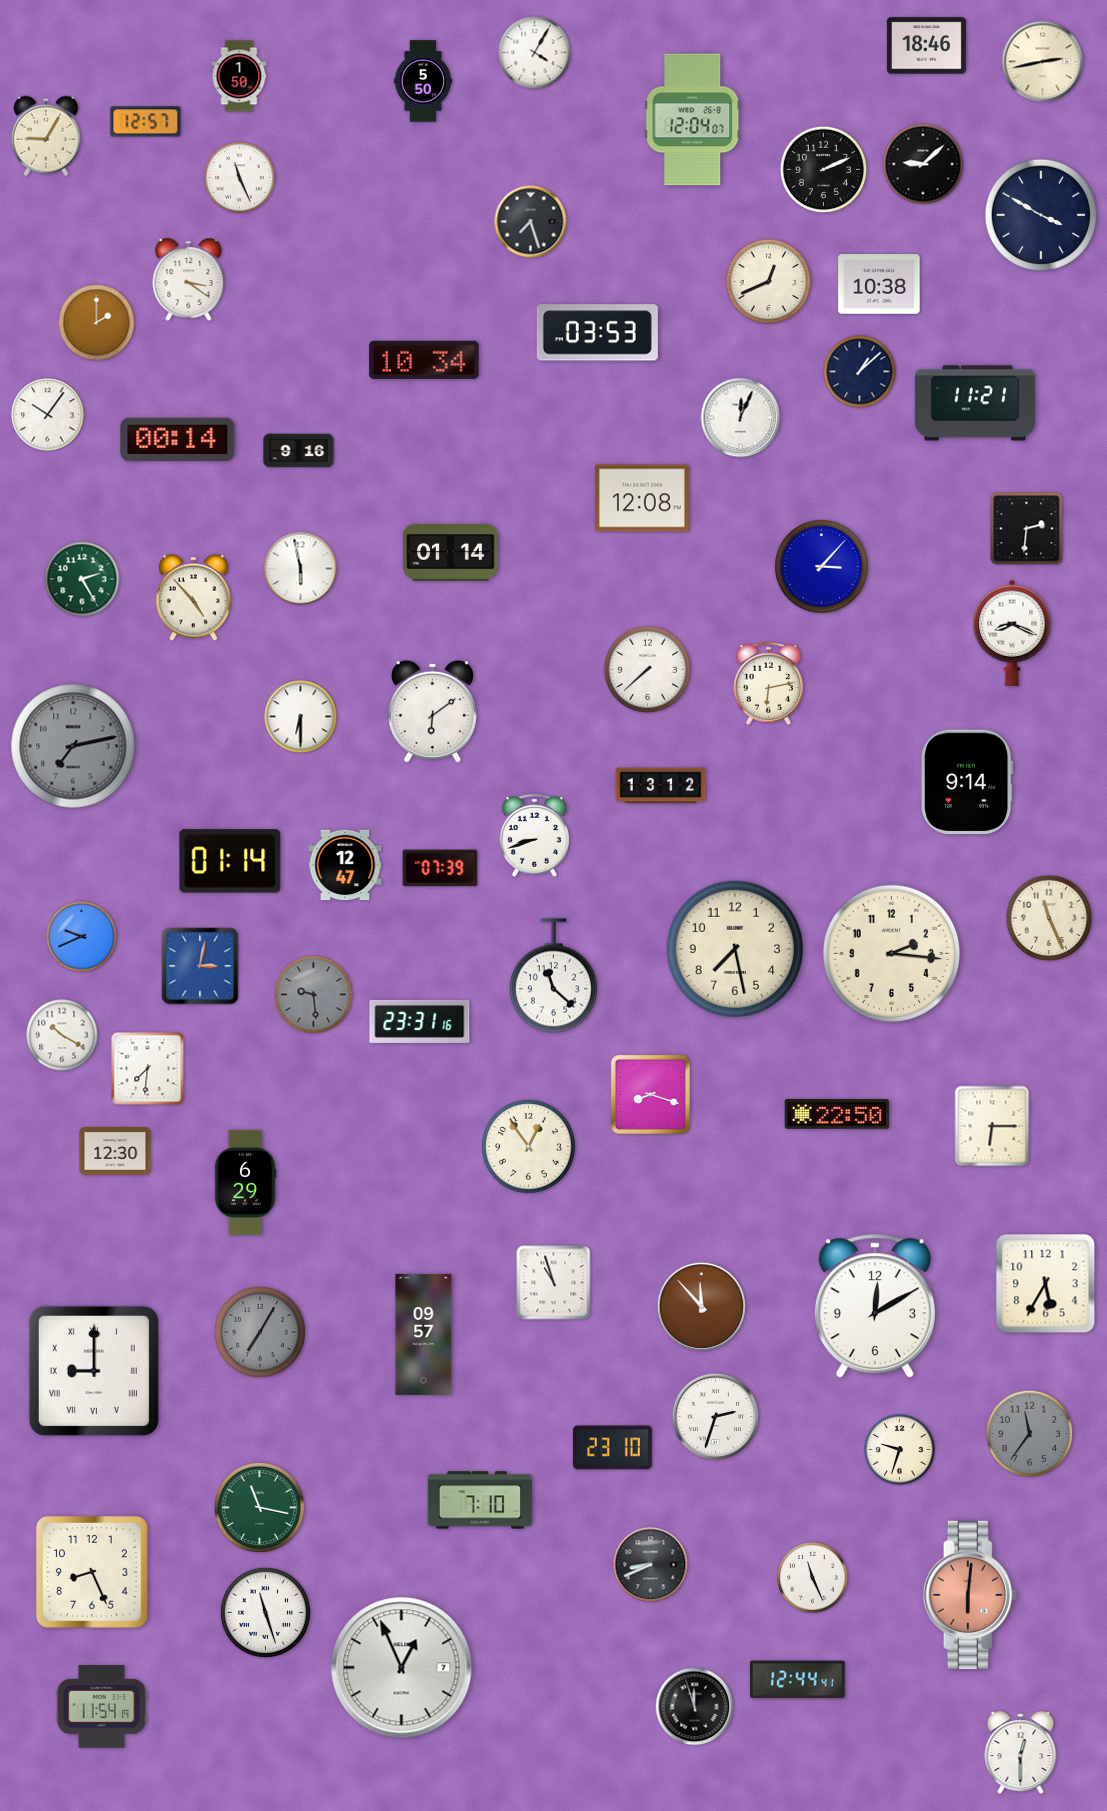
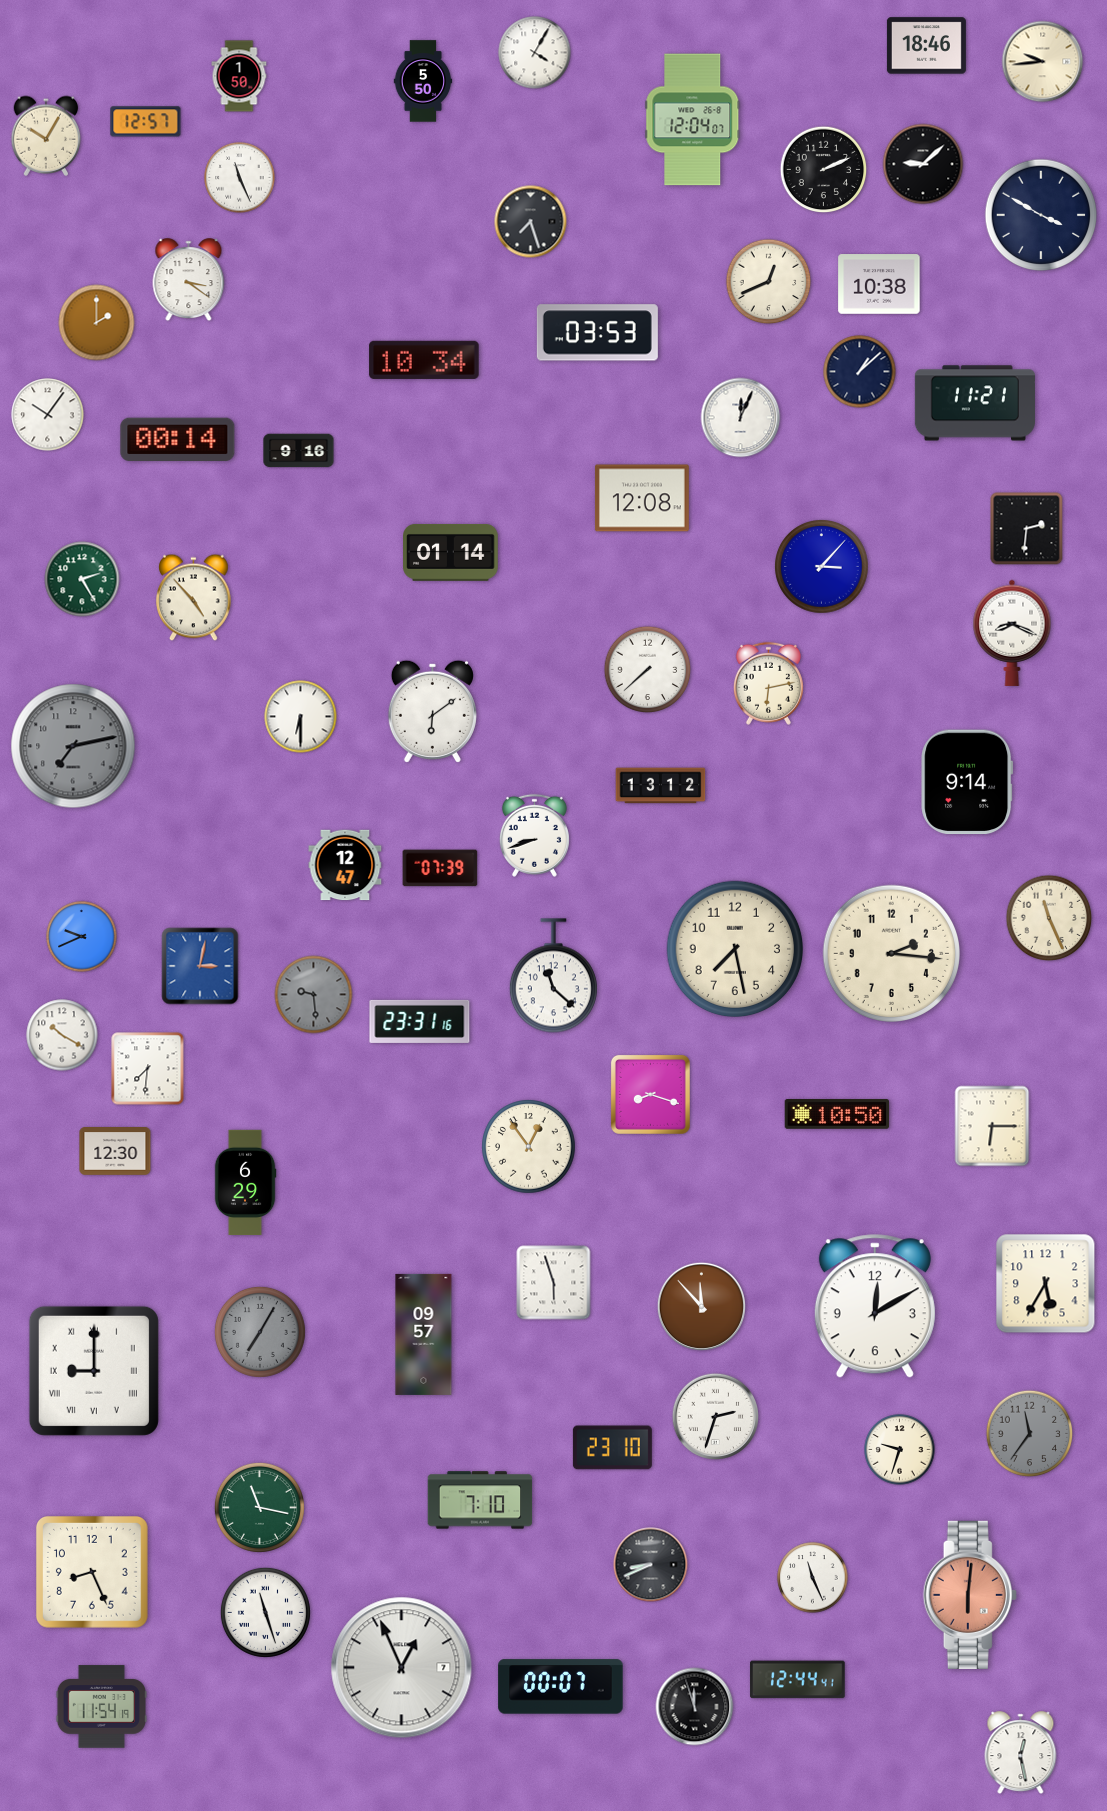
clock at (1043, 62): 2:43 -> 9:44
clock at (46, 136): 9:05 -> 10:05
clock at (301, 569): 5:58 -> none
clock at (230, 861): 01:14 -> none
clock at (837, 1114): 22:50 -> 10:50
clock at (554, 1283): 10:57 -> 5:57
clock at (561, 1687): none -> 00:07
clock at (1021, 1753): 12:30 -> 12:28
